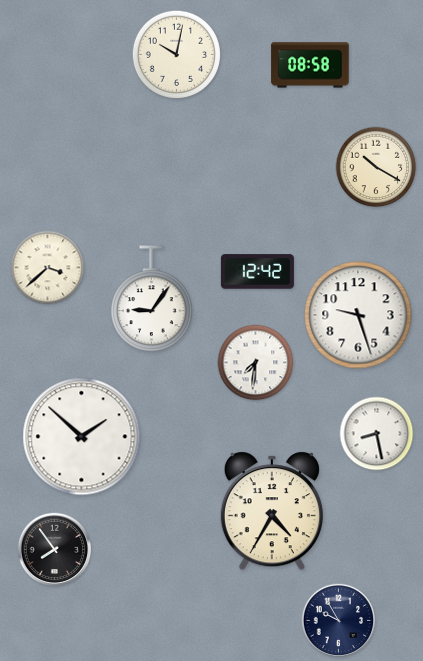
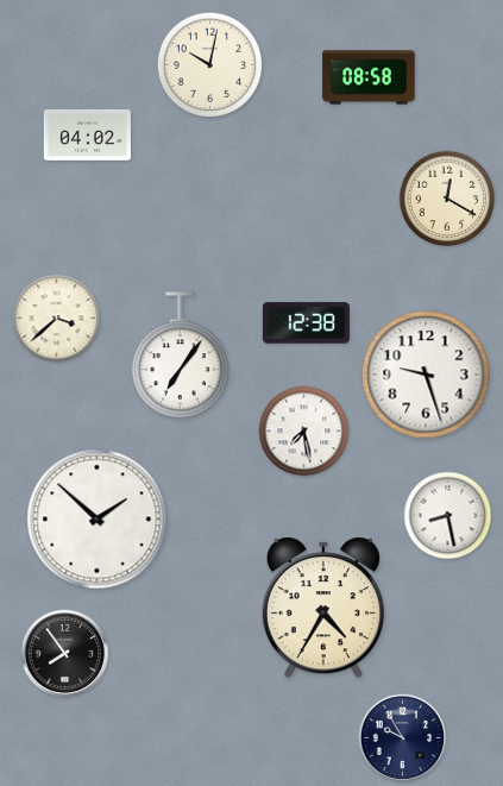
clock at (87, 136): none -> 04:02
clock at (376, 167): 10:20 -> 12:20
clock at (257, 272): 12:42 -> 12:38
clock at (152, 299): 9:06 -> 7:06
clock at (256, 363): 7:31 -> 7:28
